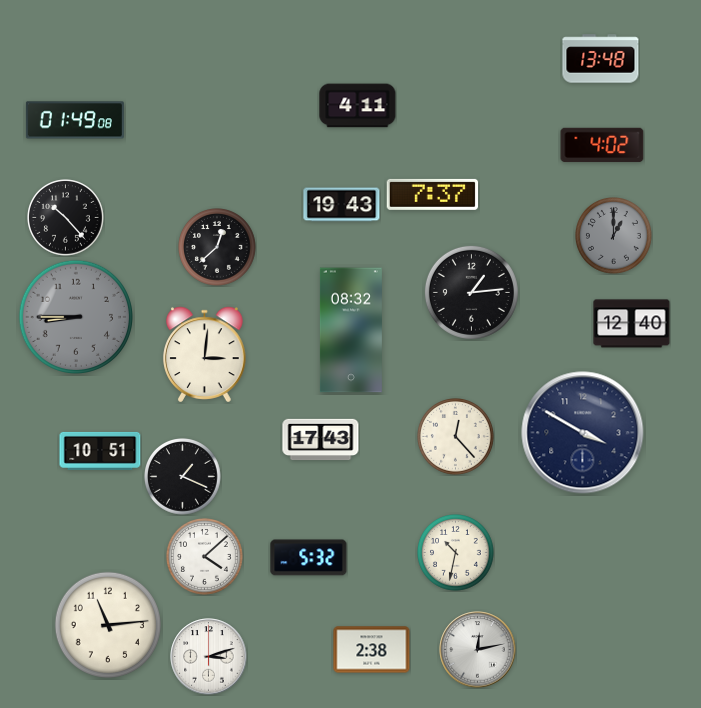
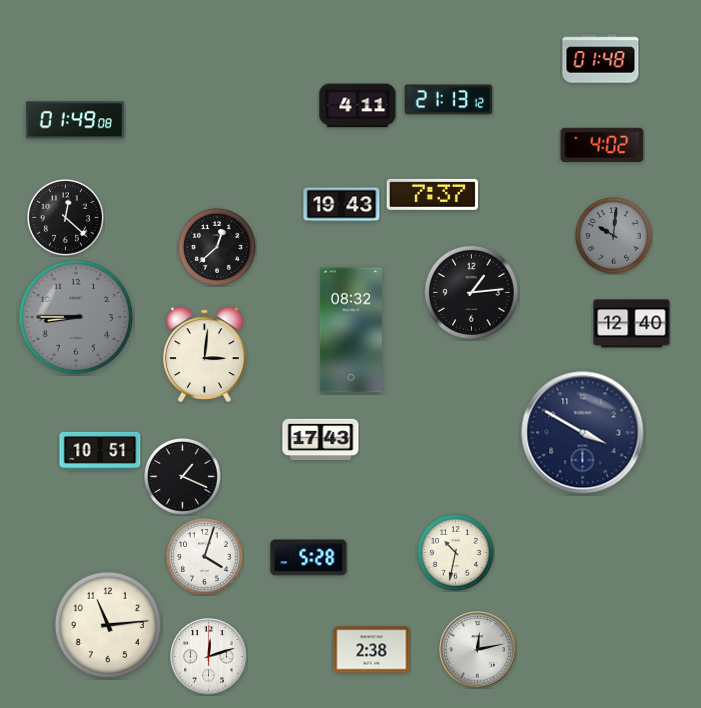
clock at (601, 59): 13:48 -> 01:48
clock at (449, 100): none -> 21:13
clock at (66, 218): 10:23 -> 12:22
clock at (614, 236): 1:00 -> 10:01
clock at (456, 437): 12:23 -> none
clock at (205, 557): 4:08 -> 4:03
clock at (309, 558): 5:32 -> 5:28
clock at (209, 657): 3:12 -> 12:12
